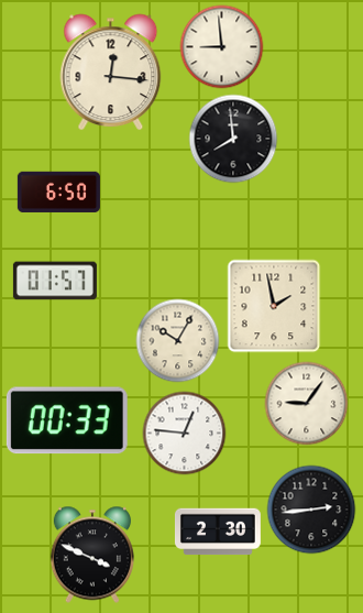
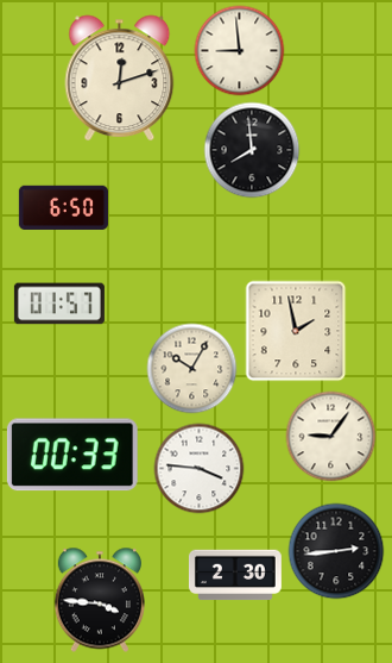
clock at (111, 73): 12:16 -> 12:12
clock at (185, 434): 12:46 -> 3:46
clock at (92, 555): 3:49 -> 3:46
